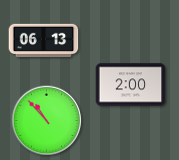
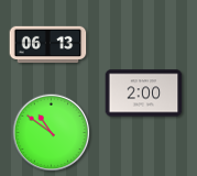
clock at (47, 121): 10:53 -> 10:51
